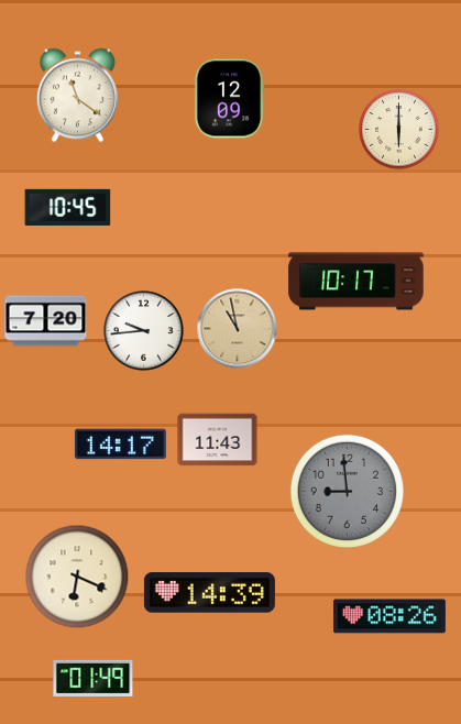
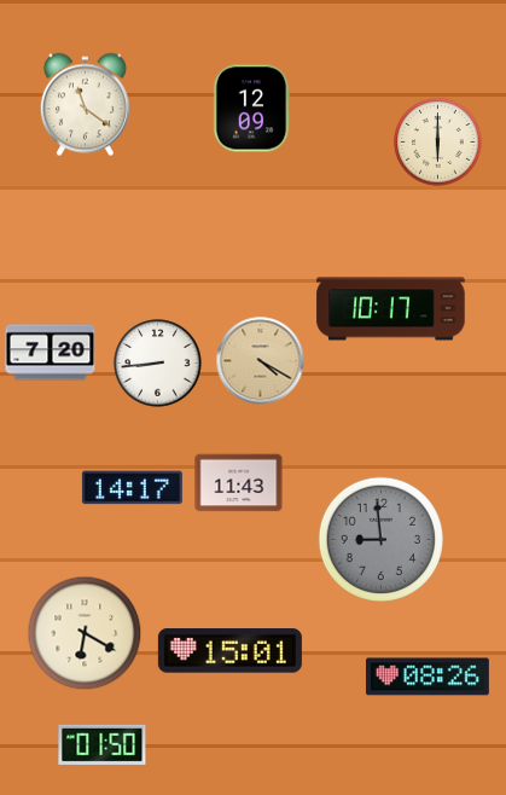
clock at (68, 207): 10:45 -> none
clock at (238, 329): 10:58 -> 4:20
clock at (144, 331): 9:44 -> 8:44
clock at (77, 577): 6:19 -> 6:20
clock at (209, 593): 14:39 -> 15:01
clock at (94, 678): 01:49 -> 01:50
